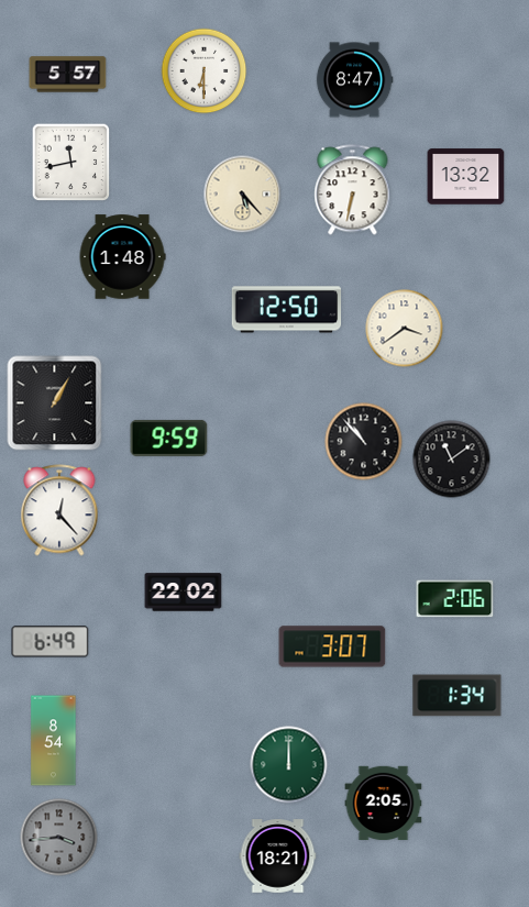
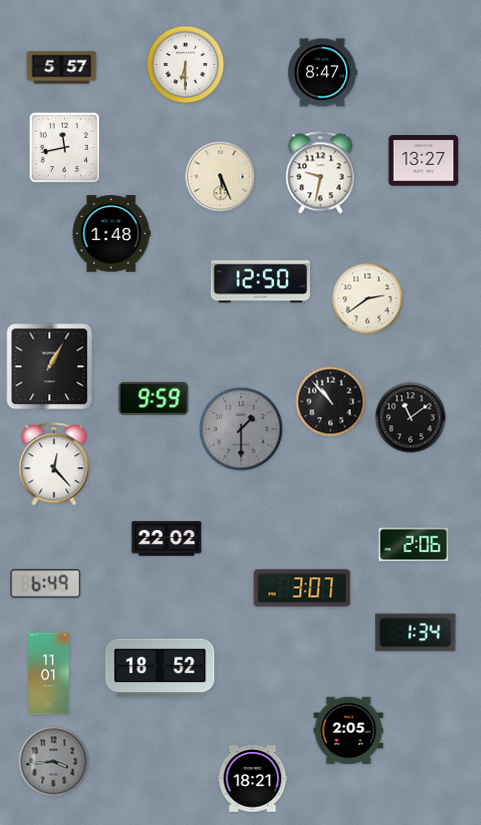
clock at (466, 177): 13:32 -> 13:27
clock at (353, 190): 6:32 -> 9:32
clock at (243, 195): 5:23 -> 5:26
clock at (405, 329): 3:39 -> 2:39
clock at (241, 429): none -> 1:30
clock at (160, 668): none -> 18:52
clock at (54, 741): 8:54 -> 11:01
clock at (289, 765): 12:00 -> none
